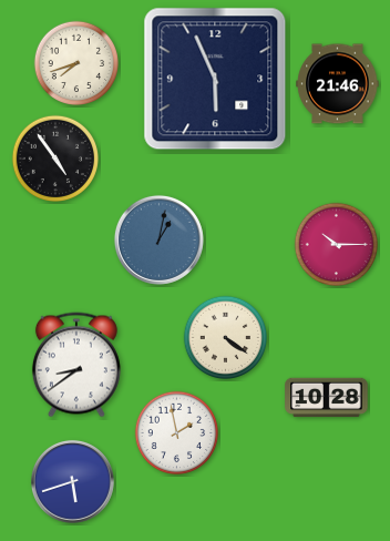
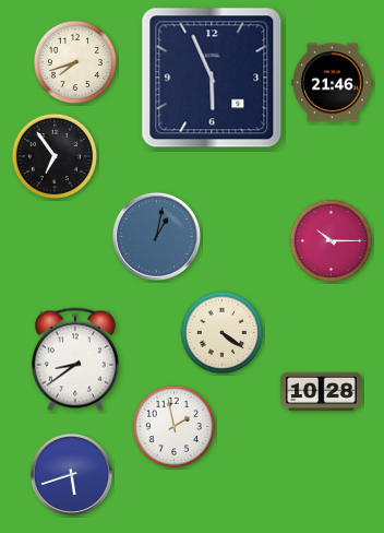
clock at (54, 157): 4:54 -> 6:54
